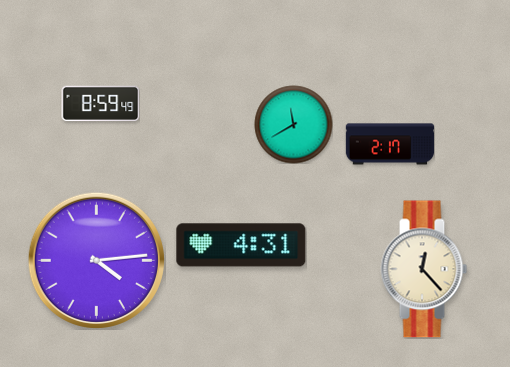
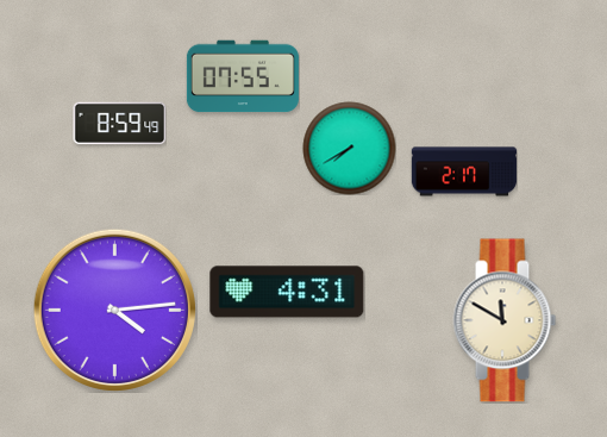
clock at (243, 76): none -> 07:55
clock at (293, 124): 11:40 -> 7:40
clock at (424, 269): 12:23 -> 11:50
